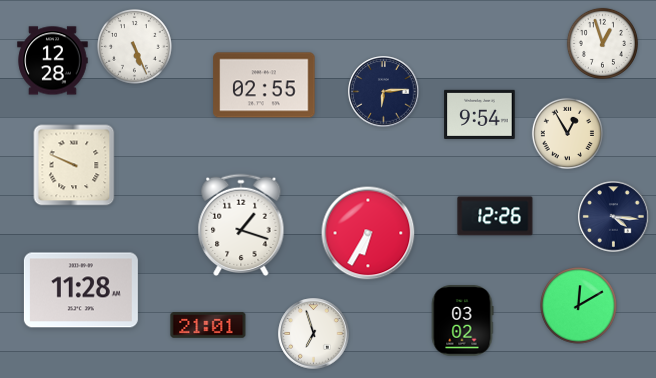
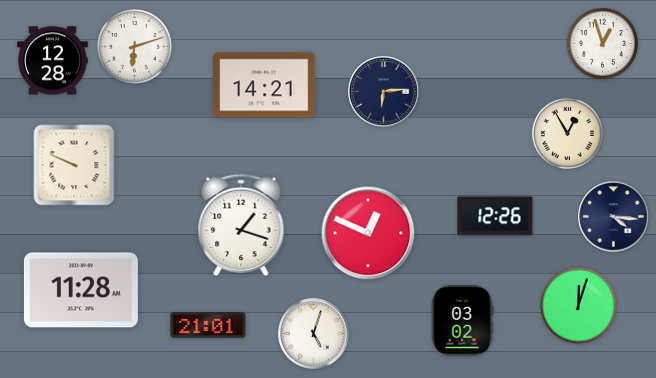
clock at (135, 47): 5:26 -> 6:12
clock at (264, 85): 02:55 -> 14:21
clock at (480, 114): 9:54 -> none
clock at (368, 233): 6:35 -> 12:49
clock at (579, 306): 12:10 -> 12:03
clock at (314, 334): 6:57 -> 5:03
